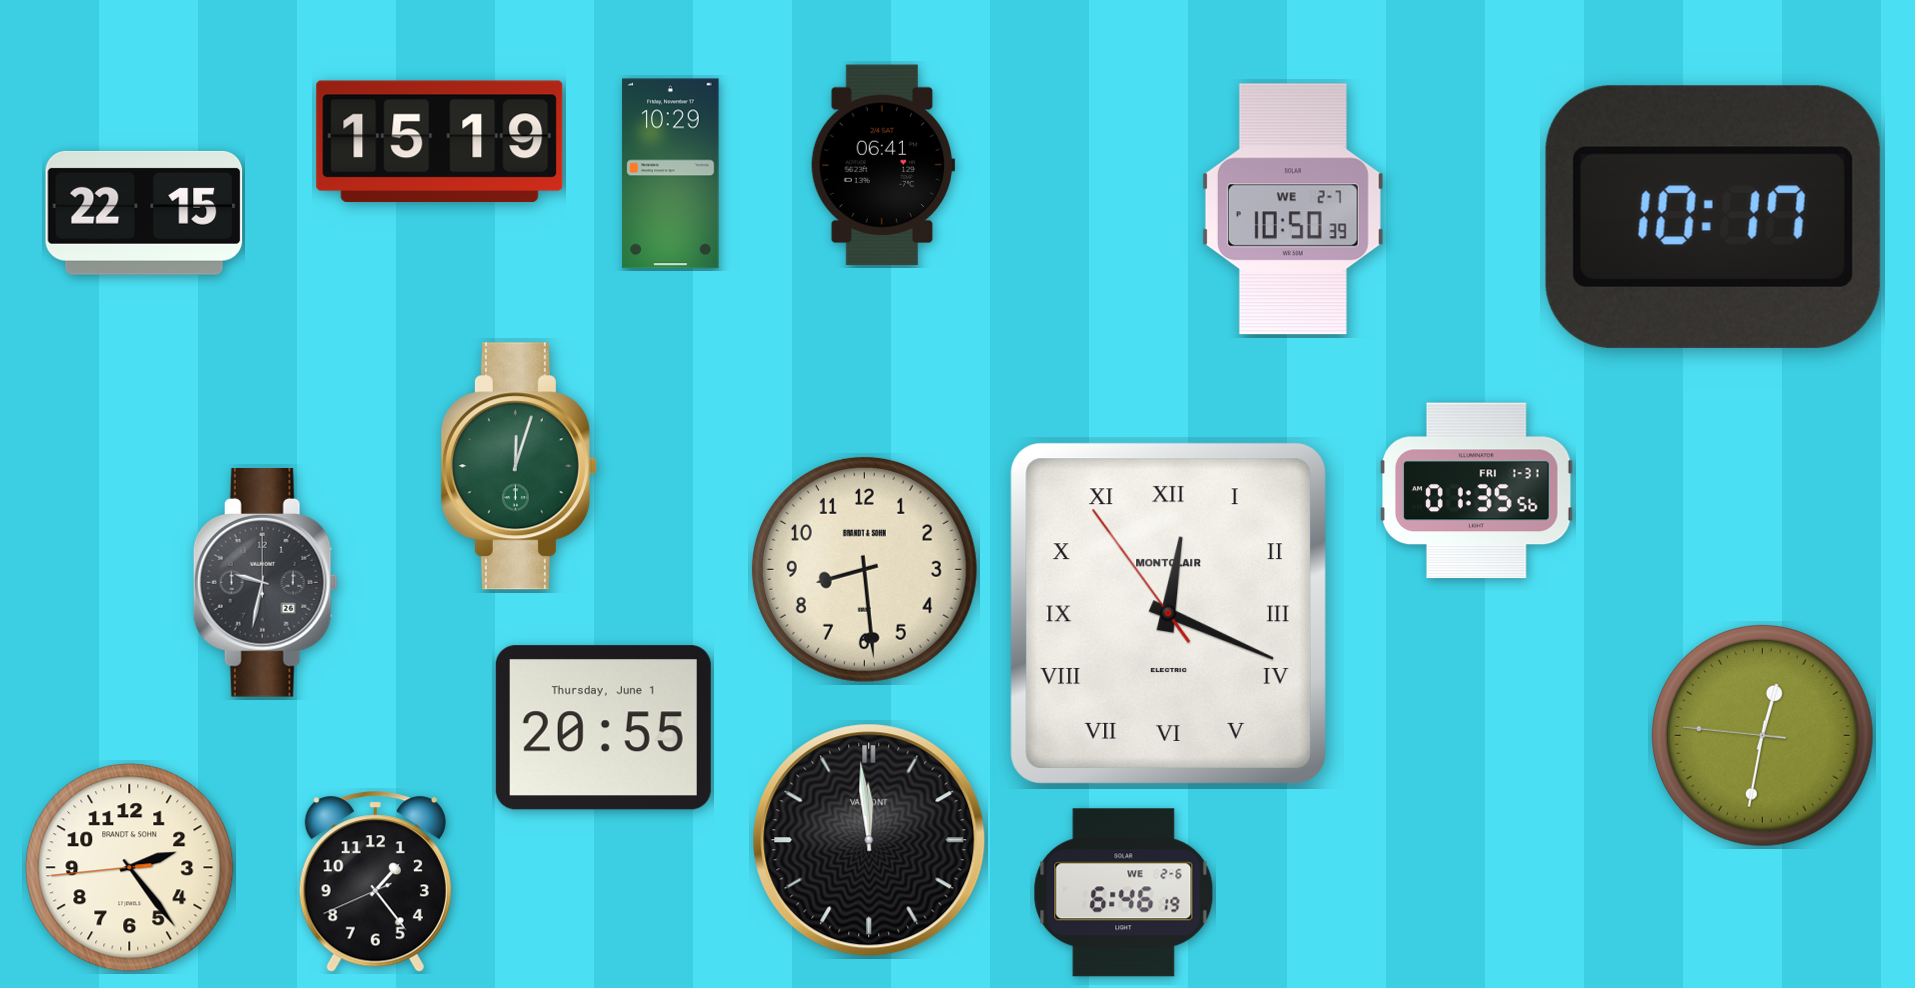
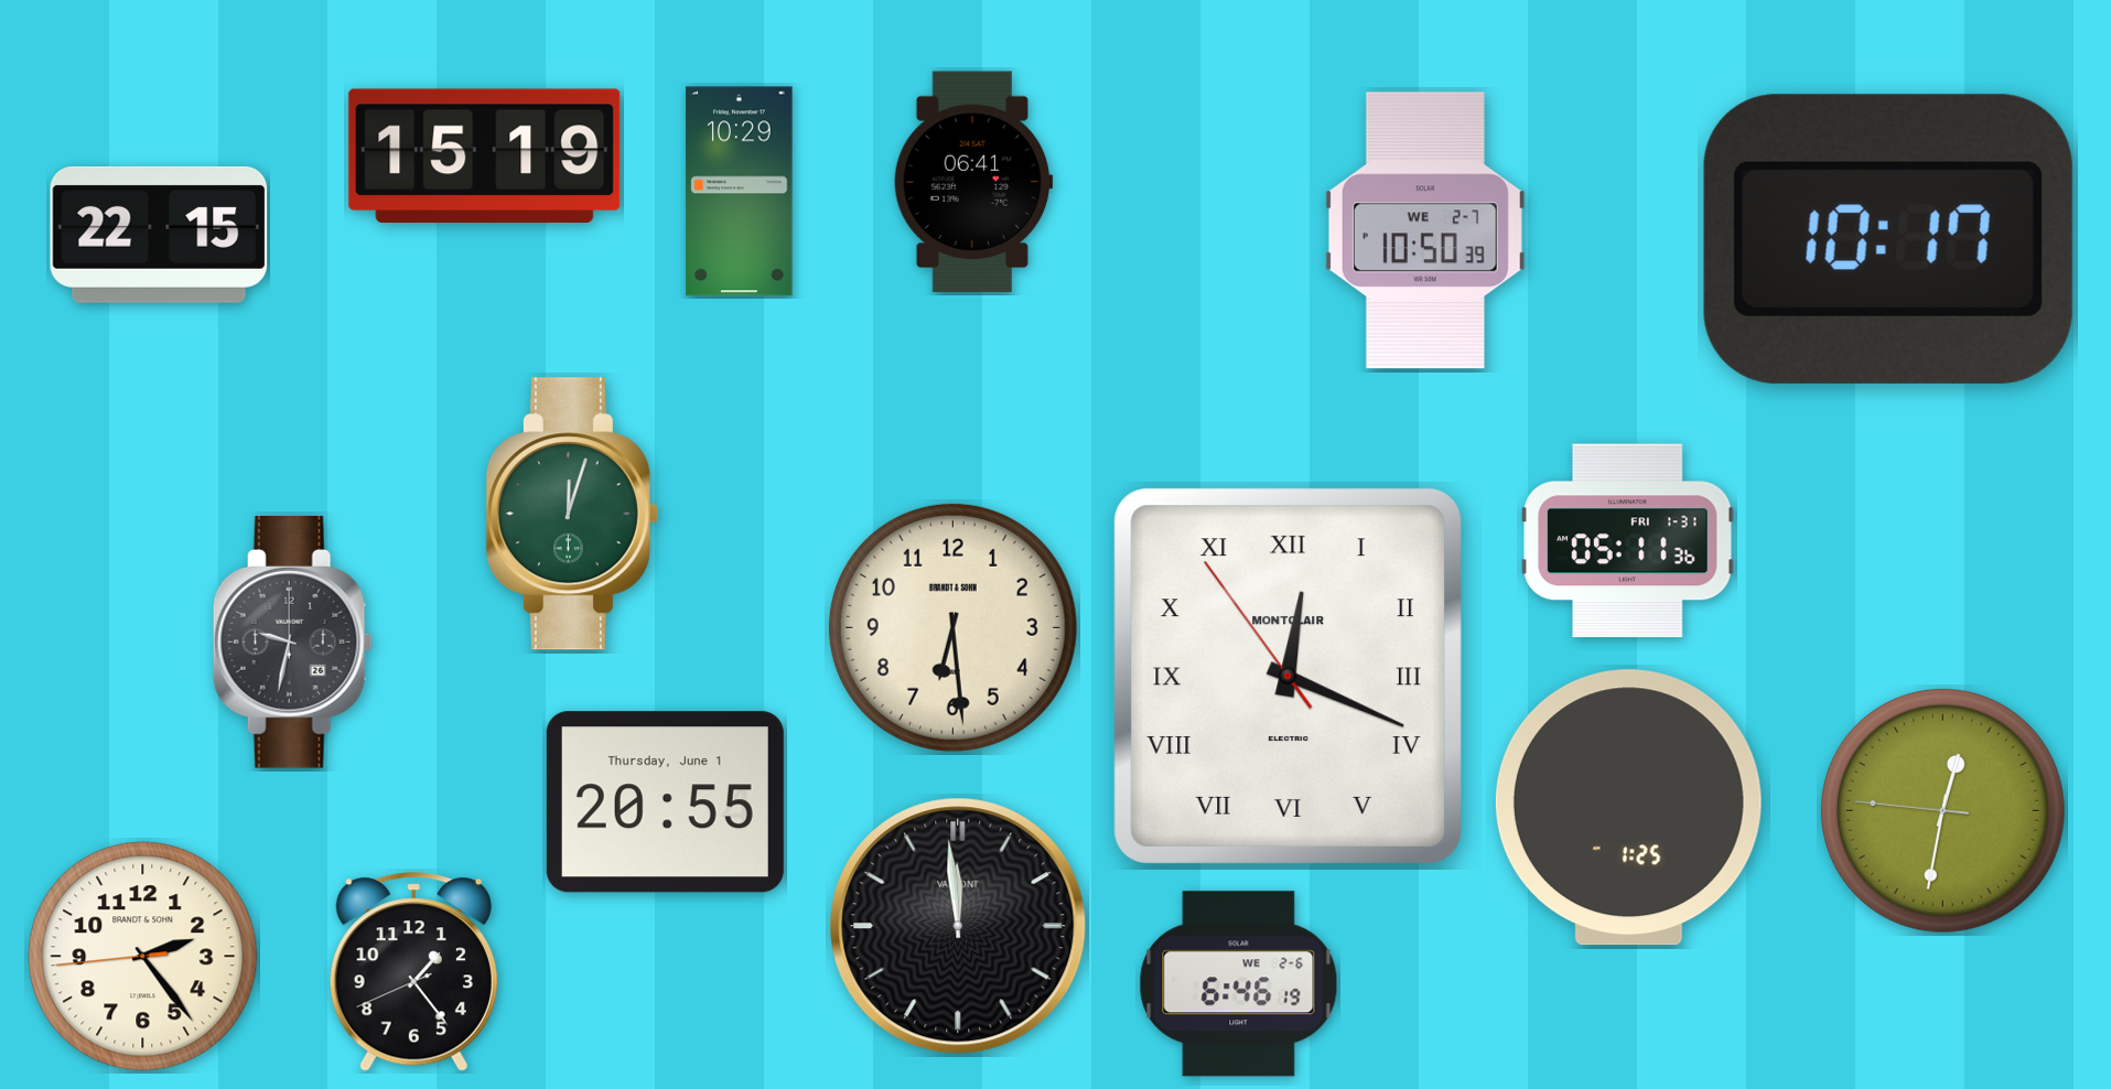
clock at (1477, 491): 01:35 -> 05:11
clock at (864, 569): 8:29 -> 6:29
clock at (1628, 808): none -> 1:25
